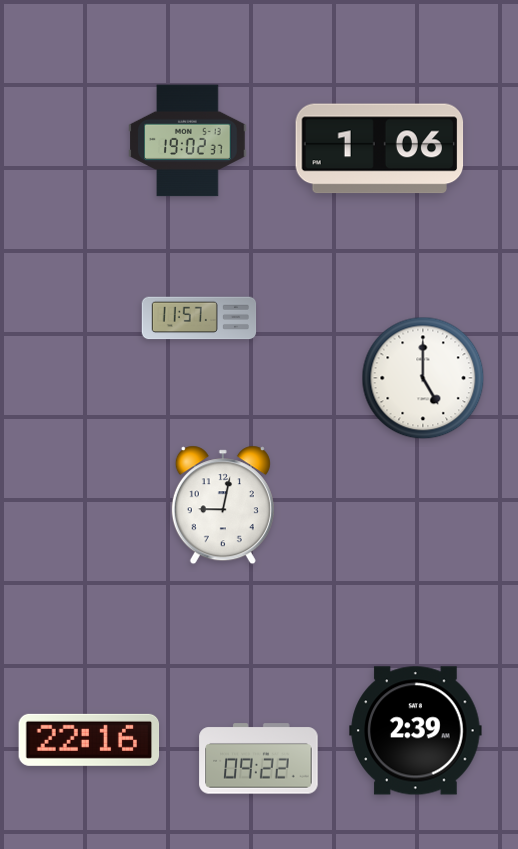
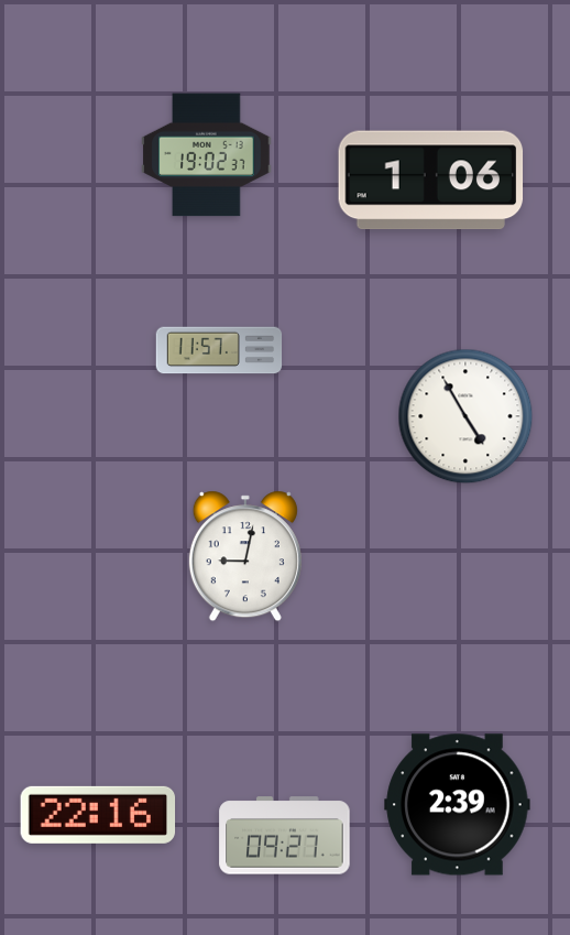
clock at (380, 149) position: (380, 149) -> (431, 181)
clock at (423, 378): 5:00 -> 4:55
clock at (259, 759): 09:22 -> 09:27
